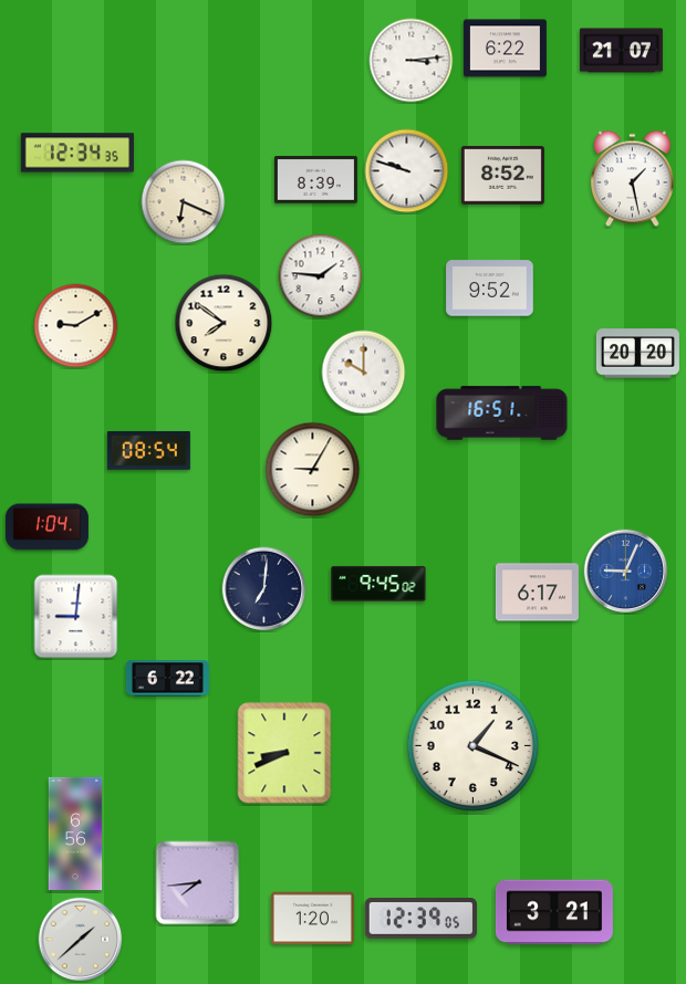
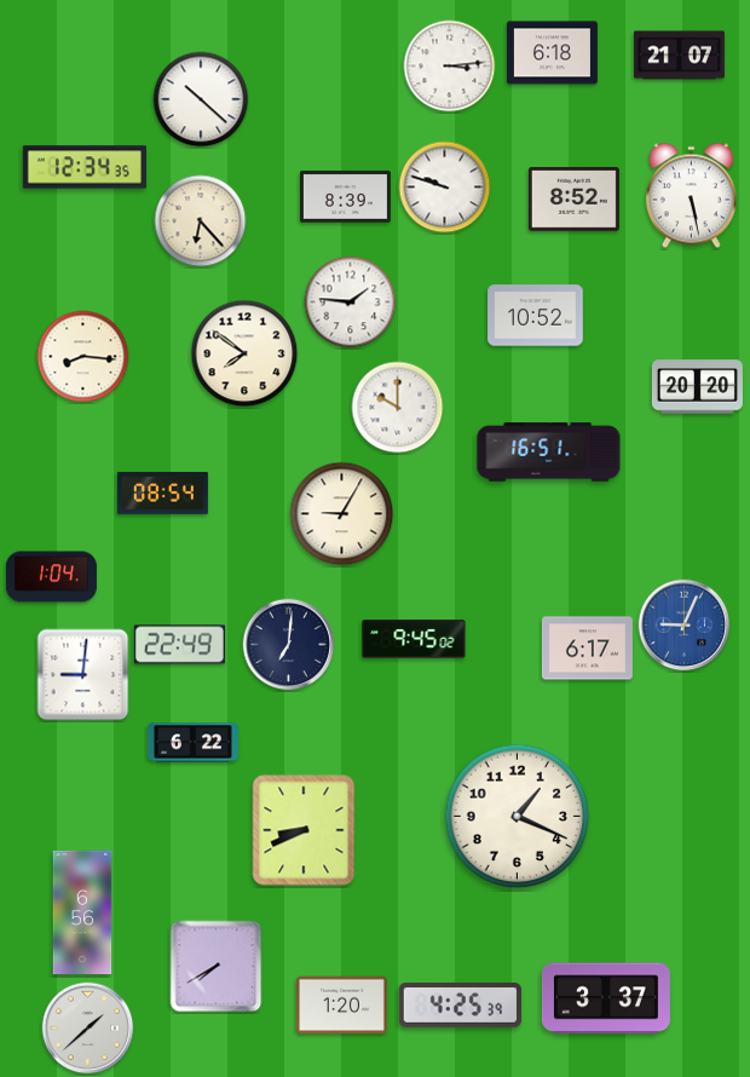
clock at (505, 49): 6:22 -> 6:18
clock at (201, 99): none -> 10:22
clock at (502, 176) position: (502, 176) -> (573, 200)
clock at (632, 179): 1:28 -> 5:28
clock at (184, 202): 6:19 -> 6:23
clock at (490, 289): 9:52 -> 10:52
clock at (76, 326): 9:10 -> 8:16
clock at (179, 645): none -> 22:49
clock at (167, 679) position: (167, 679) -> (192, 743)
clock at (284, 753) position: (284, 753) -> (304, 830)
clock at (198, 883): 7:44 -> 7:40
clock at (554, 912): 3:21 -> 3:37
clock at (420, 919): 12:39 -> 4:25
